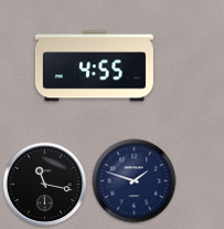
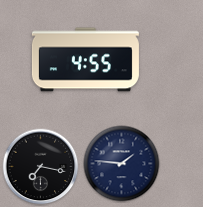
clock at (135, 181): 1:48 -> 1:46
clock at (45, 185): 11:17 -> 7:17
